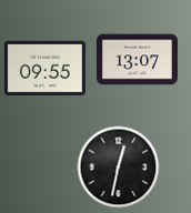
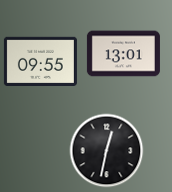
clock at (137, 60): 13:07 -> 13:01
